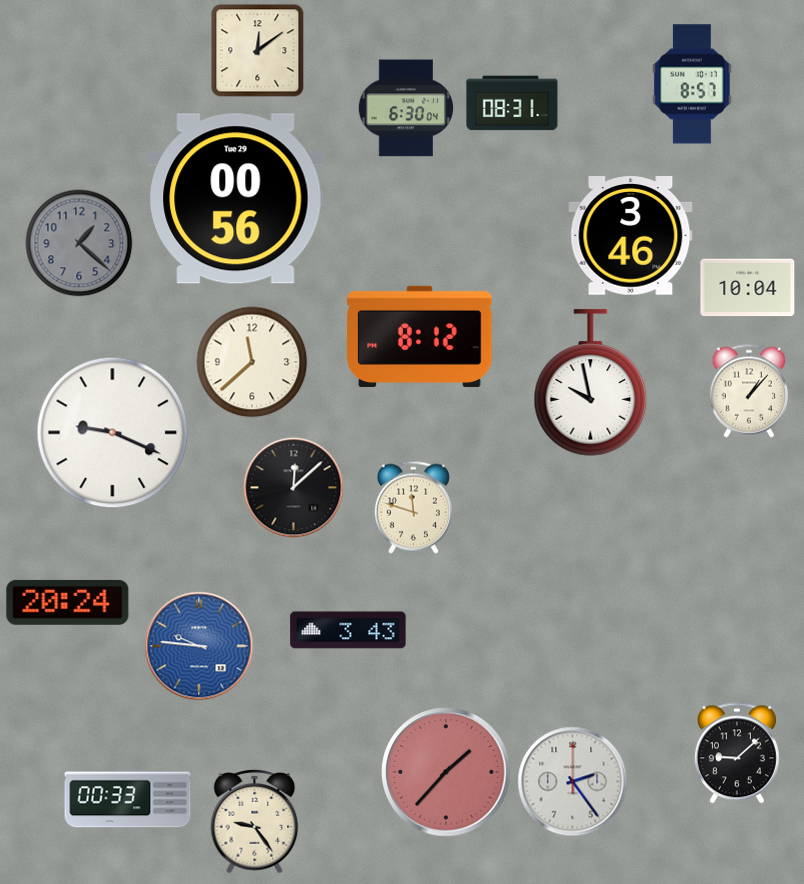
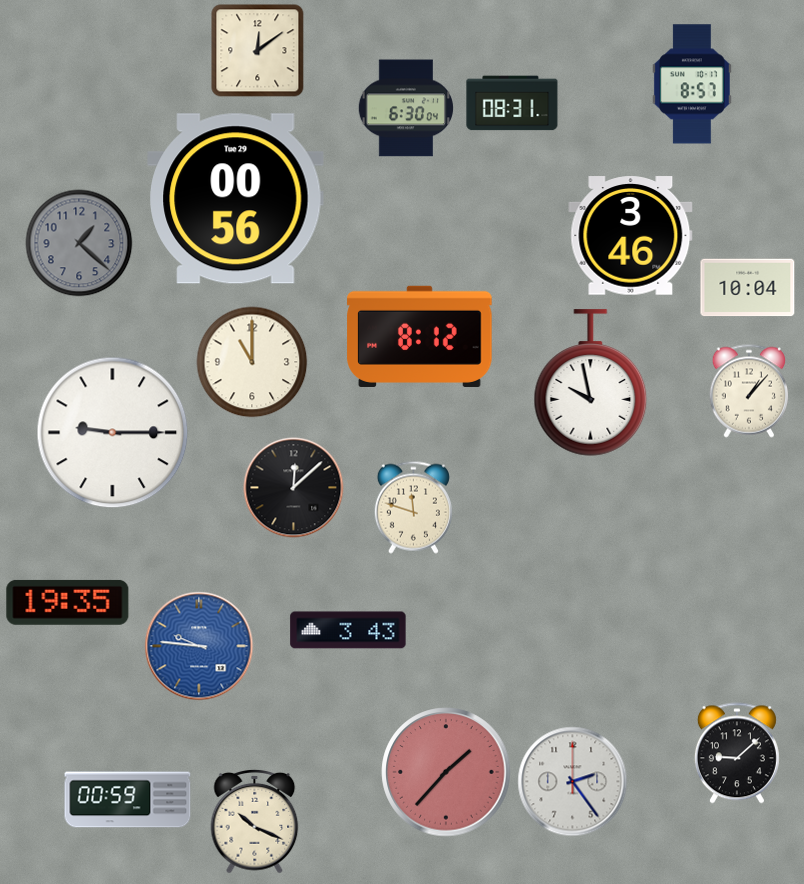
clock at (252, 362): 11:38 -> 11:00
clock at (113, 433): 9:19 -> 9:15
clock at (68, 602): 20:24 -> 19:35
clock at (128, 800): 00:33 -> 00:59
clock at (255, 822): 9:24 -> 10:19
